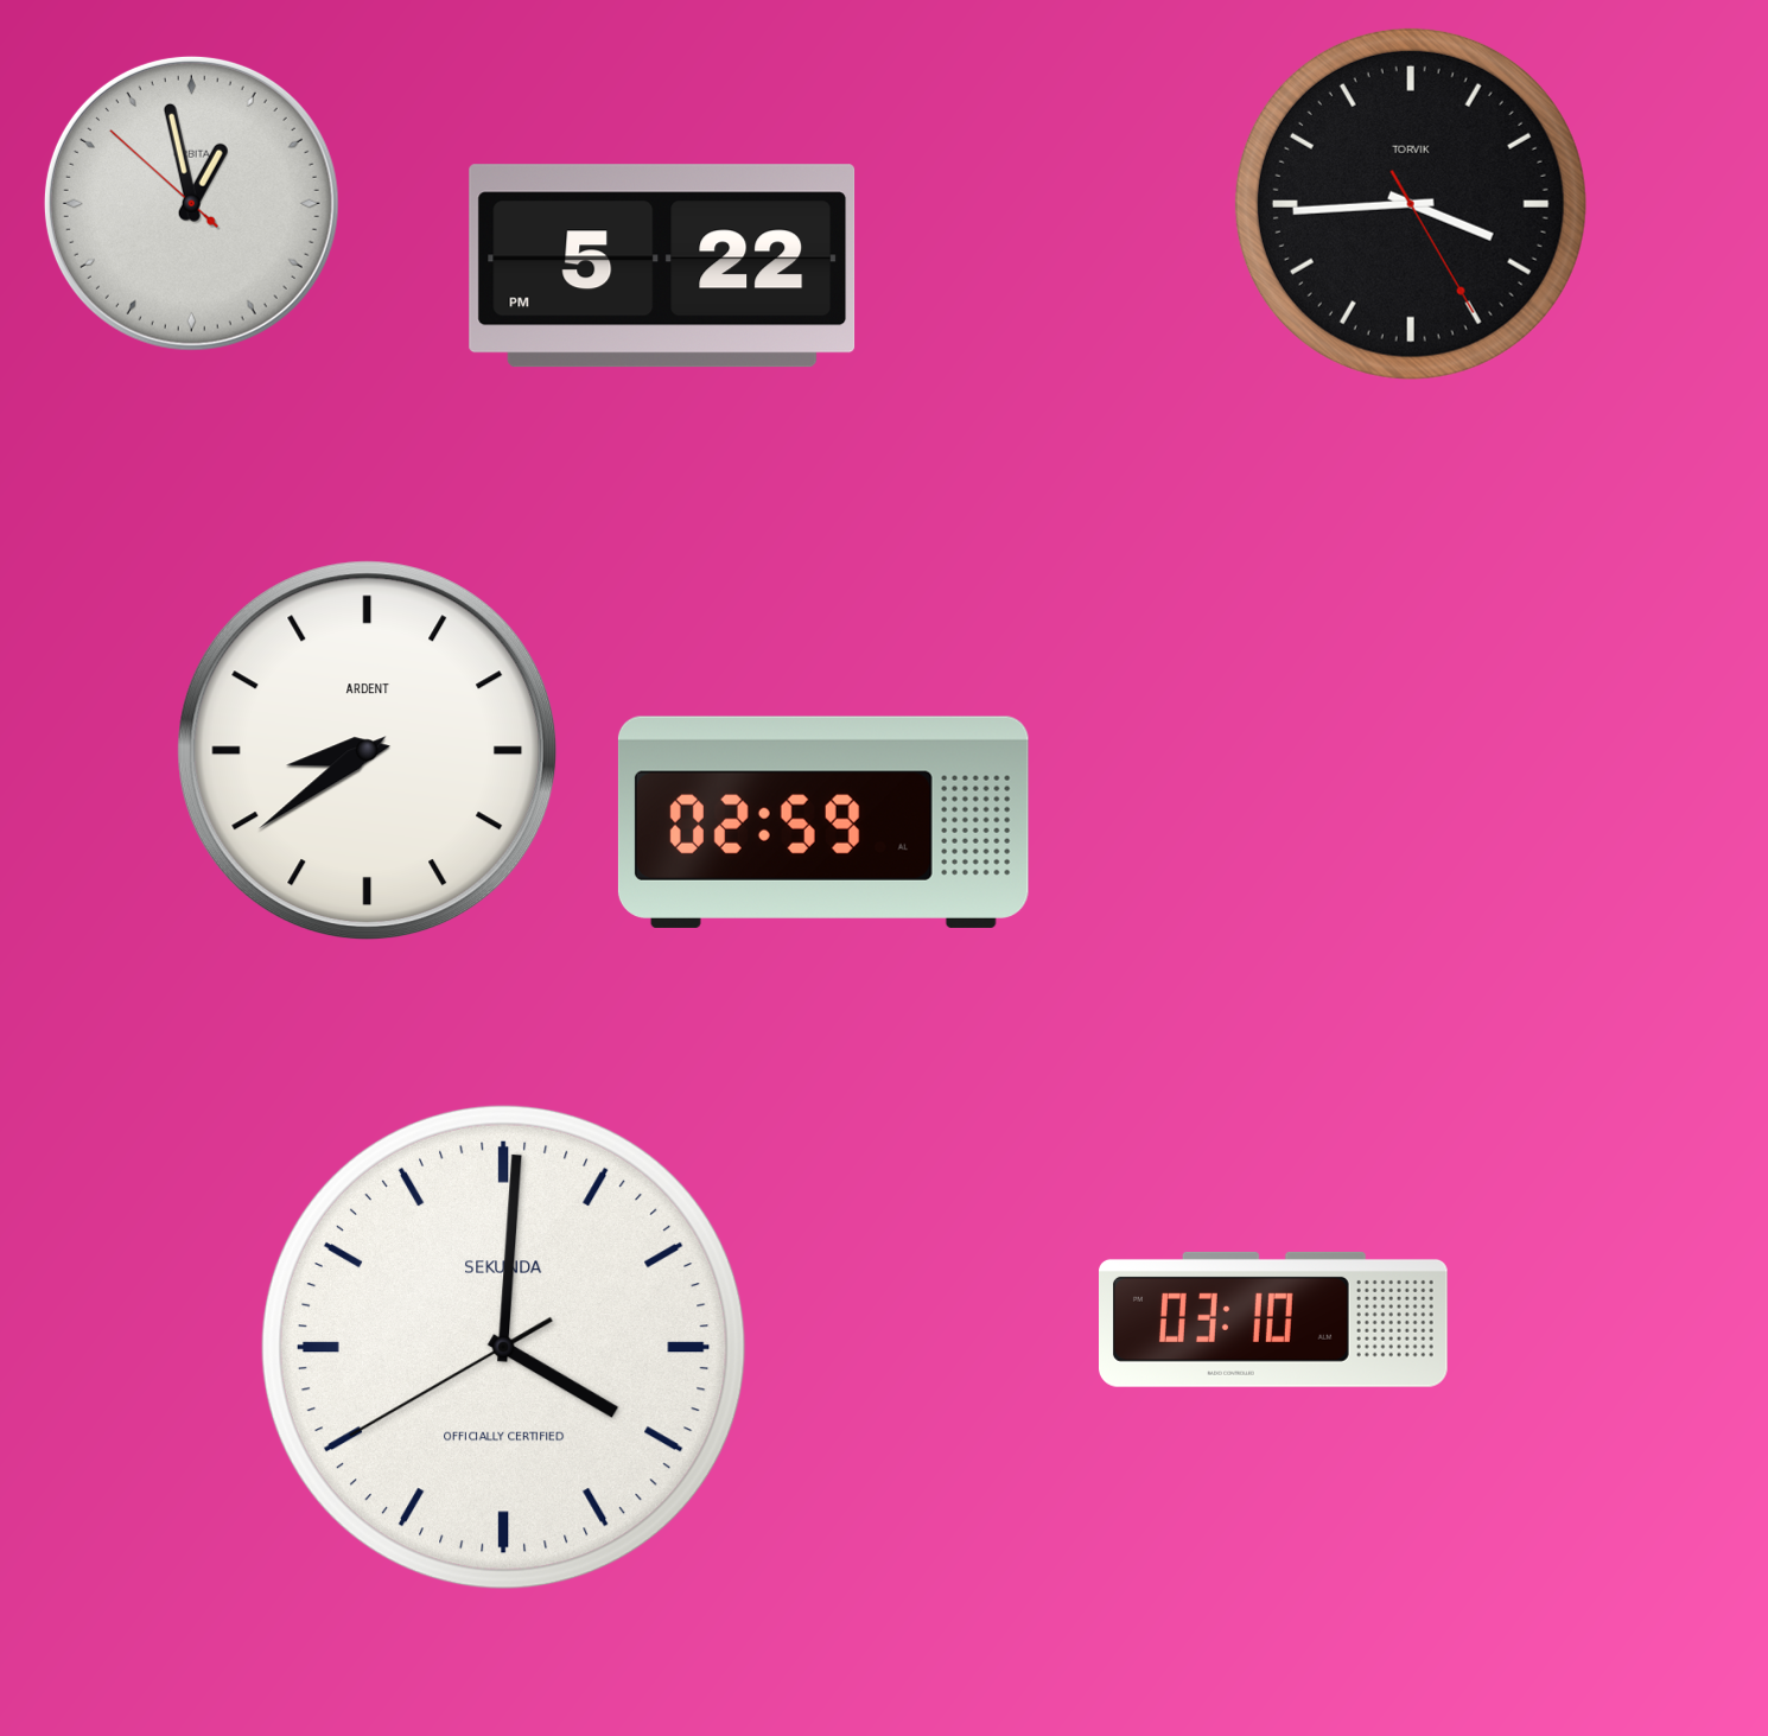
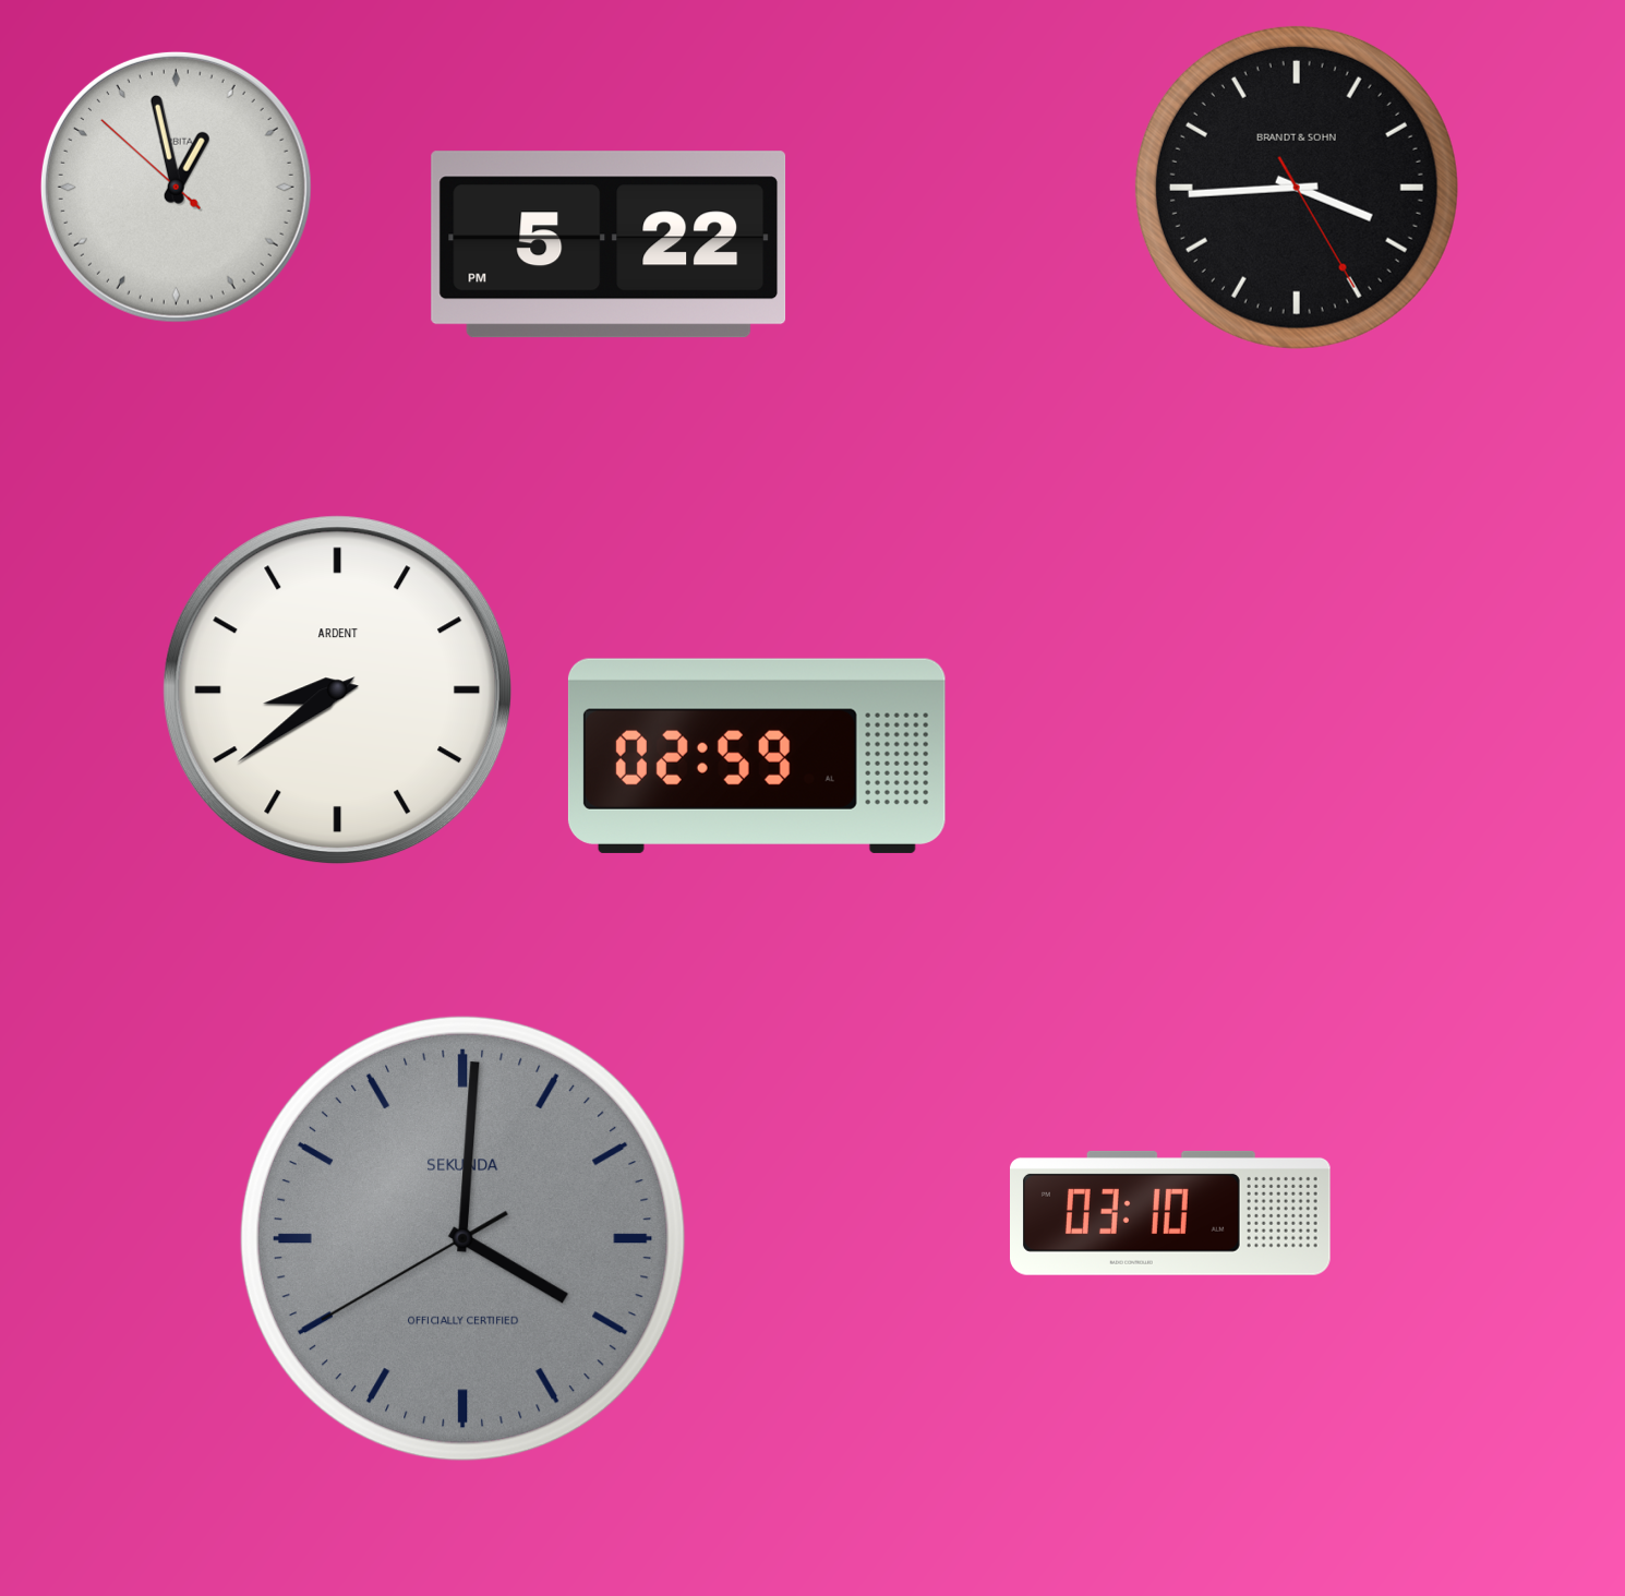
clock at (1411, 204) brand: TORVIK -> BRANDT & SOHN
clock at (503, 1347) dial: white -> grey
